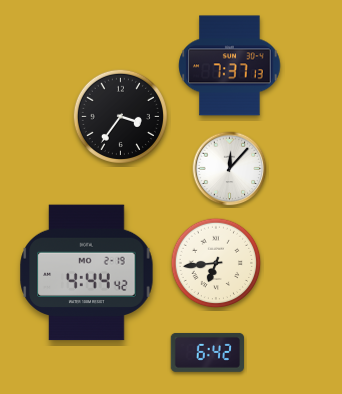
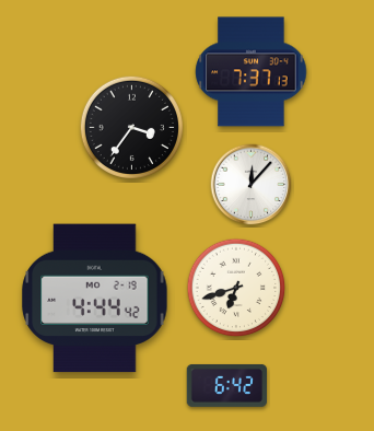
clock at (216, 263): 6:44 -> 6:42
